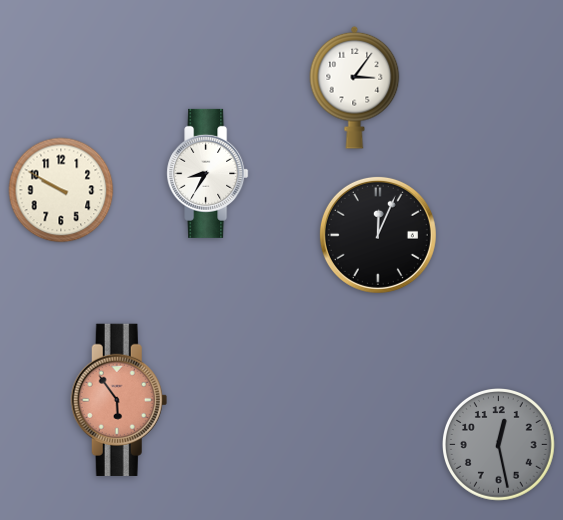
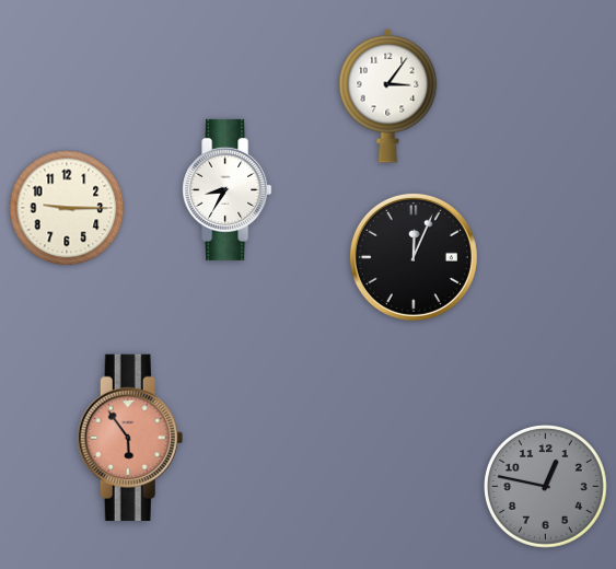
clock at (61, 190): 9:50 -> 9:15
clock at (499, 445): 12:28 -> 12:47
